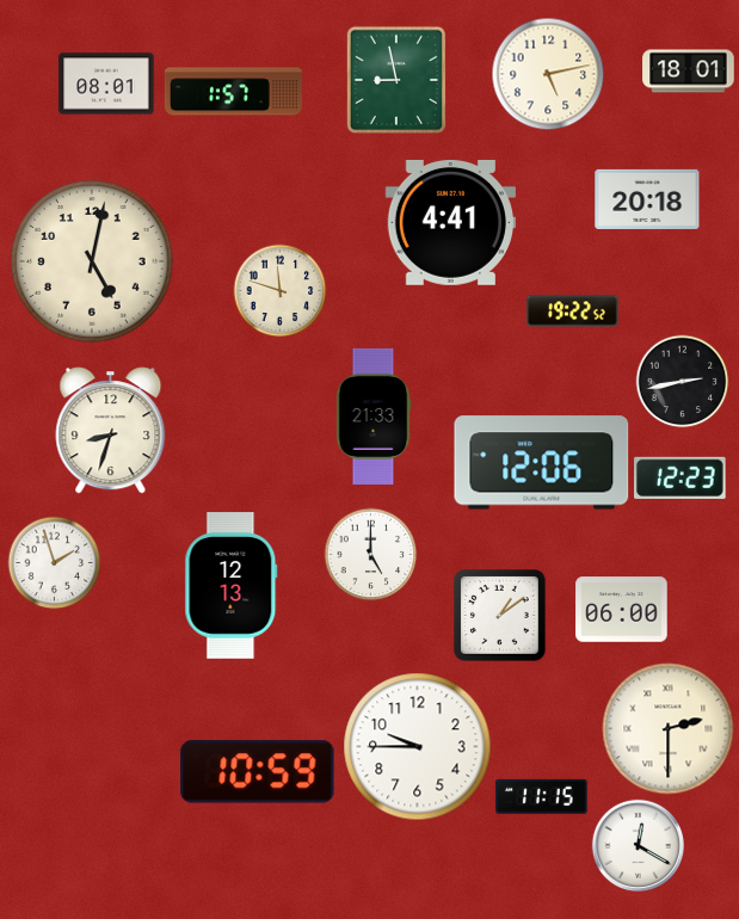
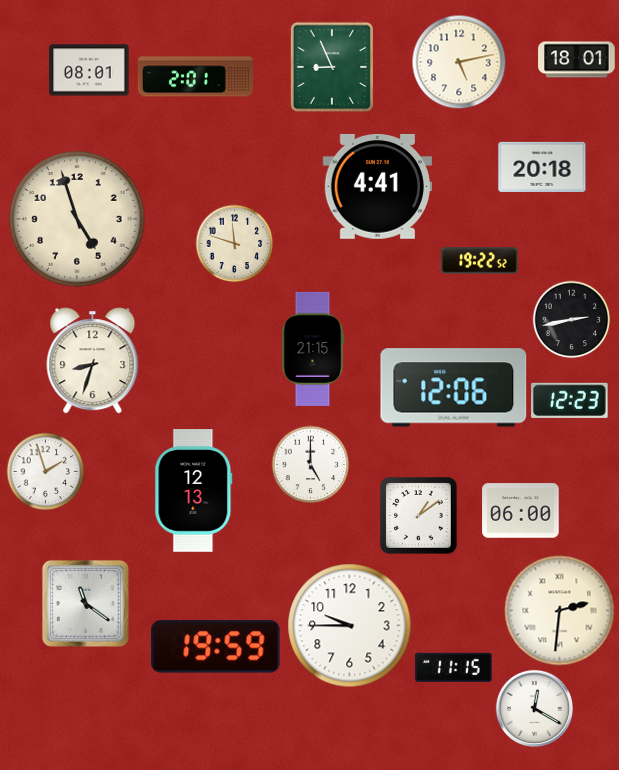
clock at (395, 79): 8:58 -> 8:56
clock at (233, 92): 1:57 -> 2:01
clock at (92, 261): 5:02 -> 4:57
clock at (374, 417): 21:33 -> 21:15
clock at (85, 603): none -> 11:21
clock at (669, 729): 2:30 -> 2:31
clock at (258, 772): 10:59 -> 19:59
